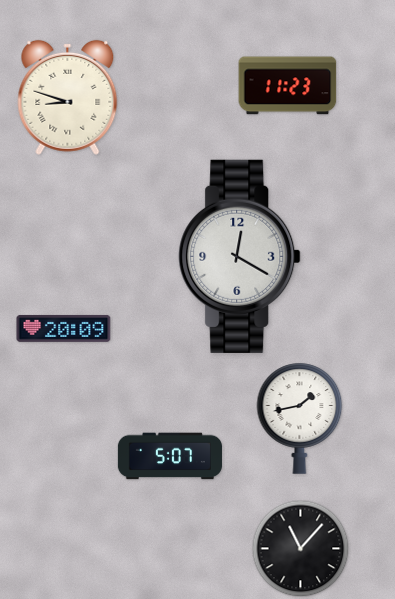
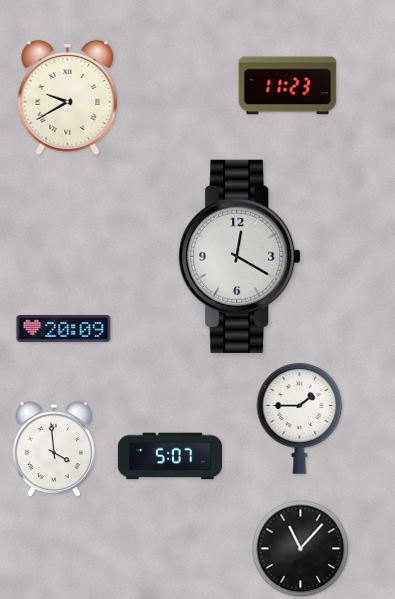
clock at (68, 97): 8:48 -> 9:40
clock at (300, 418): 1:43 -> 1:45
clock at (54, 450): none -> 3:59
